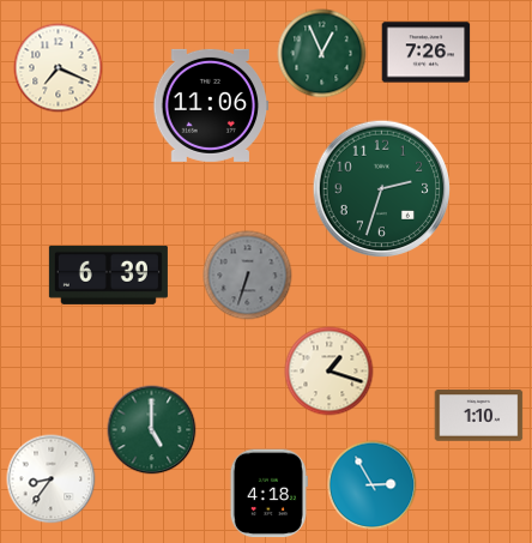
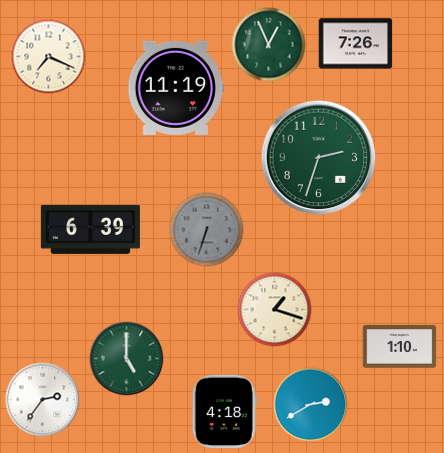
clock at (211, 105): 11:06 -> 11:19
clock at (52, 479): 8:36 -> 2:36
clock at (373, 485): 2:55 -> 2:40
